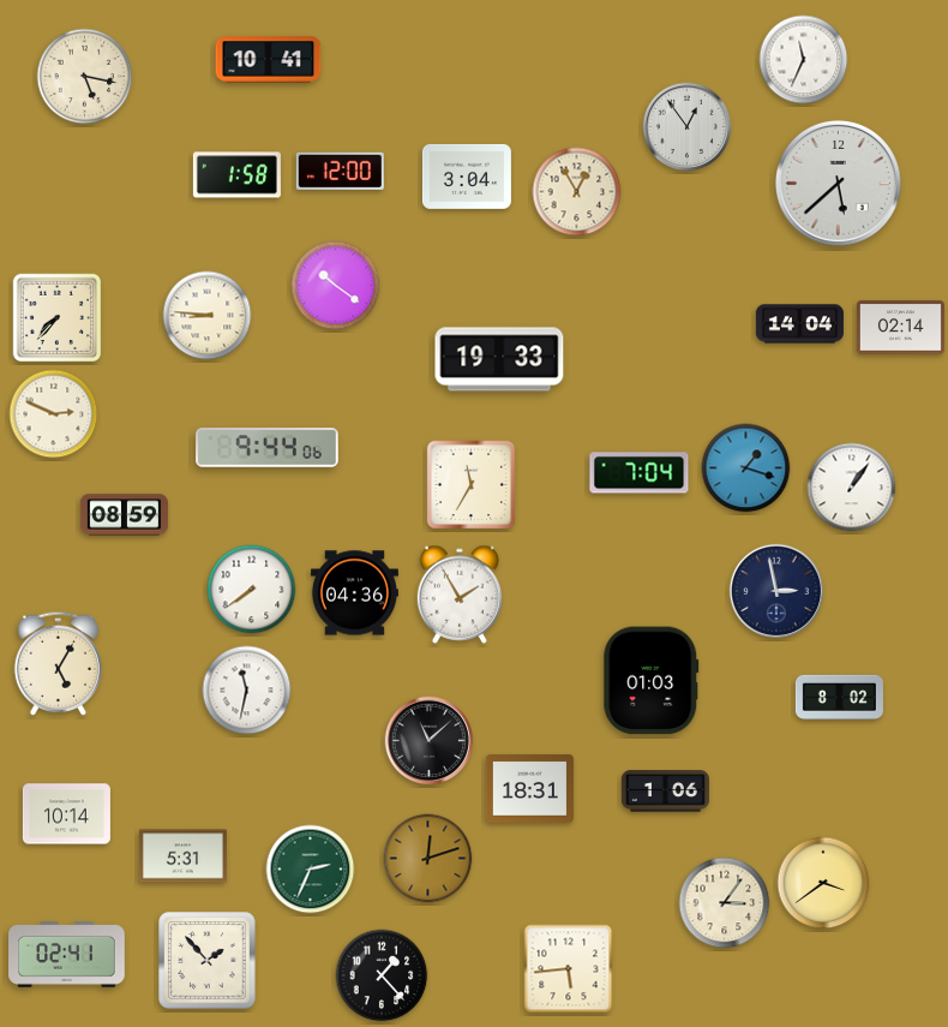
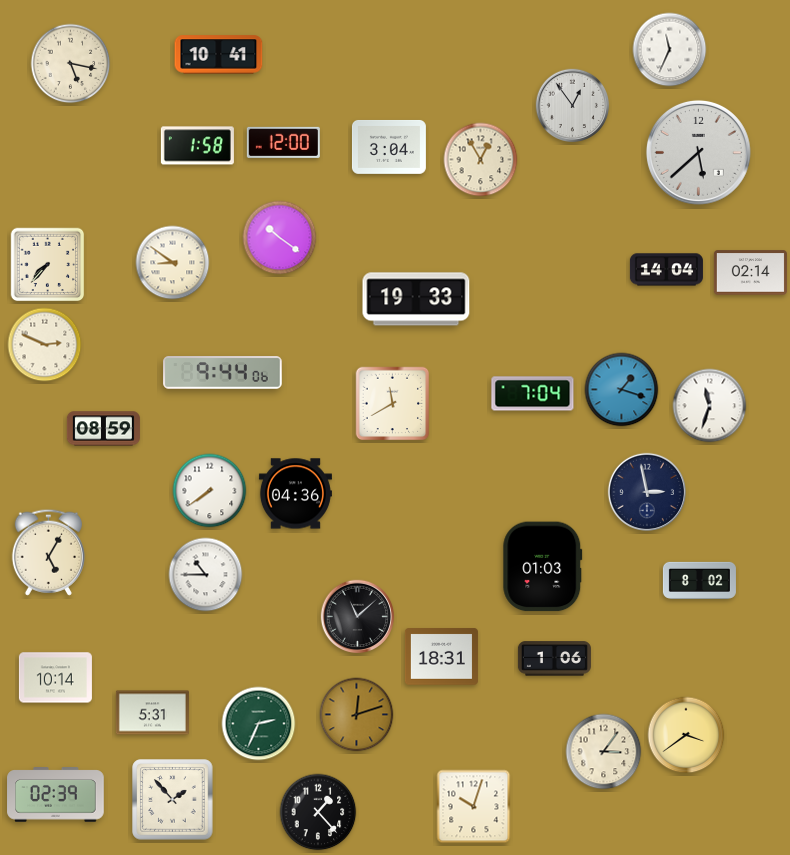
clock at (269, 60) position: (269, 60) -> (219, 55)
clock at (208, 316): 8:46 -> 8:51
clock at (472, 485): 11:35 -> 11:40
clock at (852, 488): 1:06 -> 11:33
clock at (460, 595): 1:55 -> none
clock at (247, 691): 11:32 -> 10:45
clock at (67, 955): 02:41 -> 02:39
clock at (569, 969): 5:44 -> 10:03
